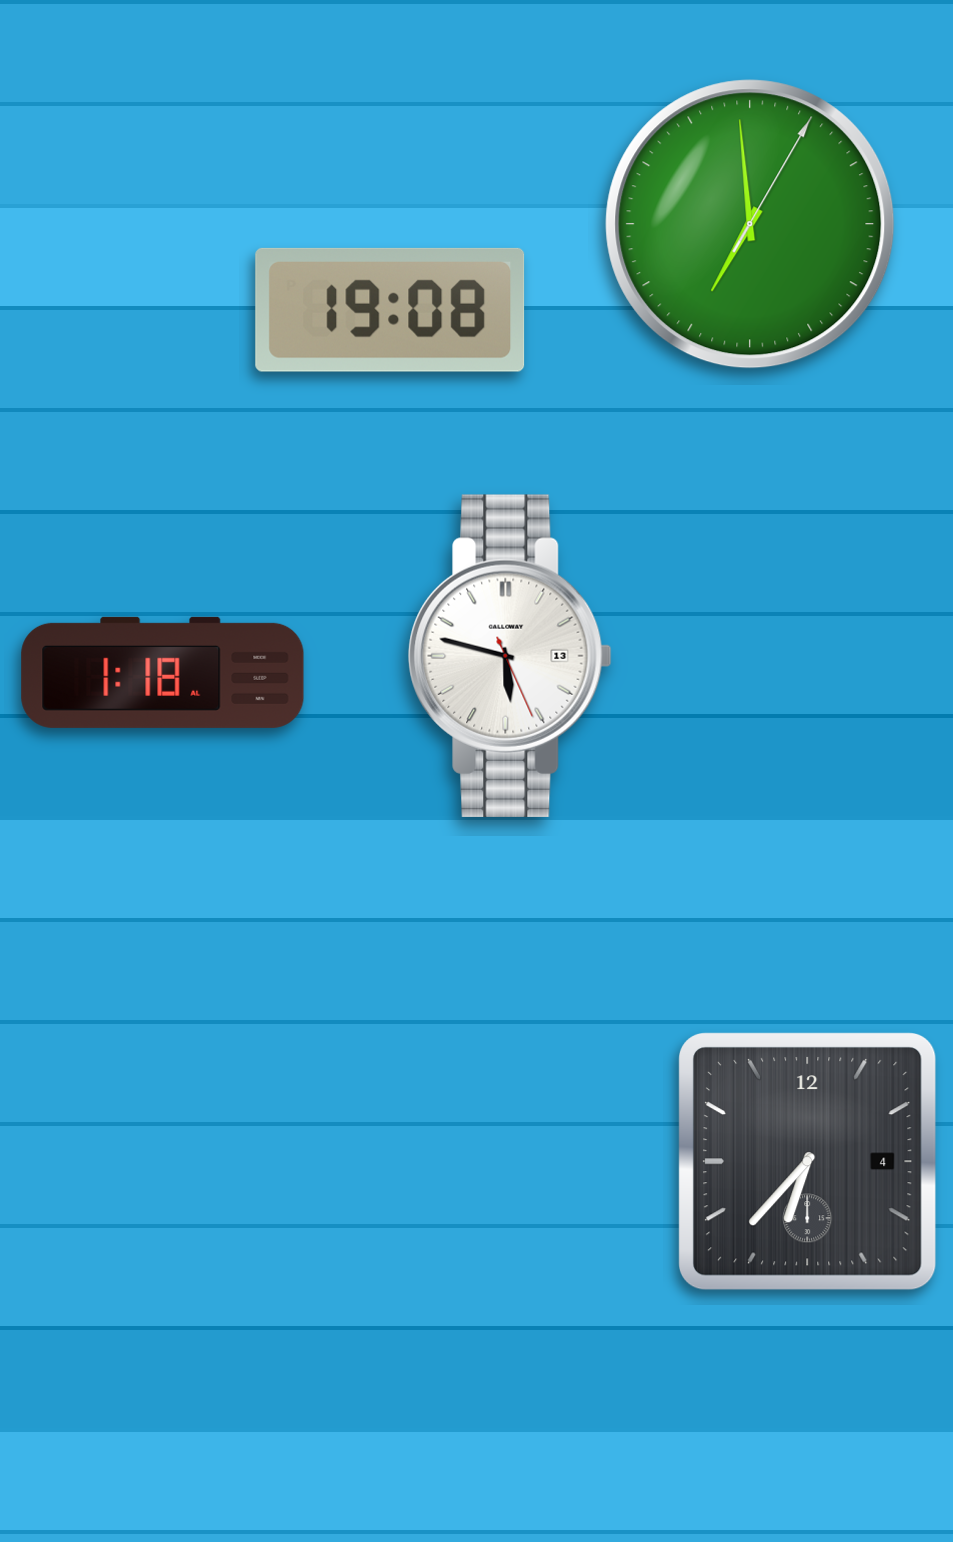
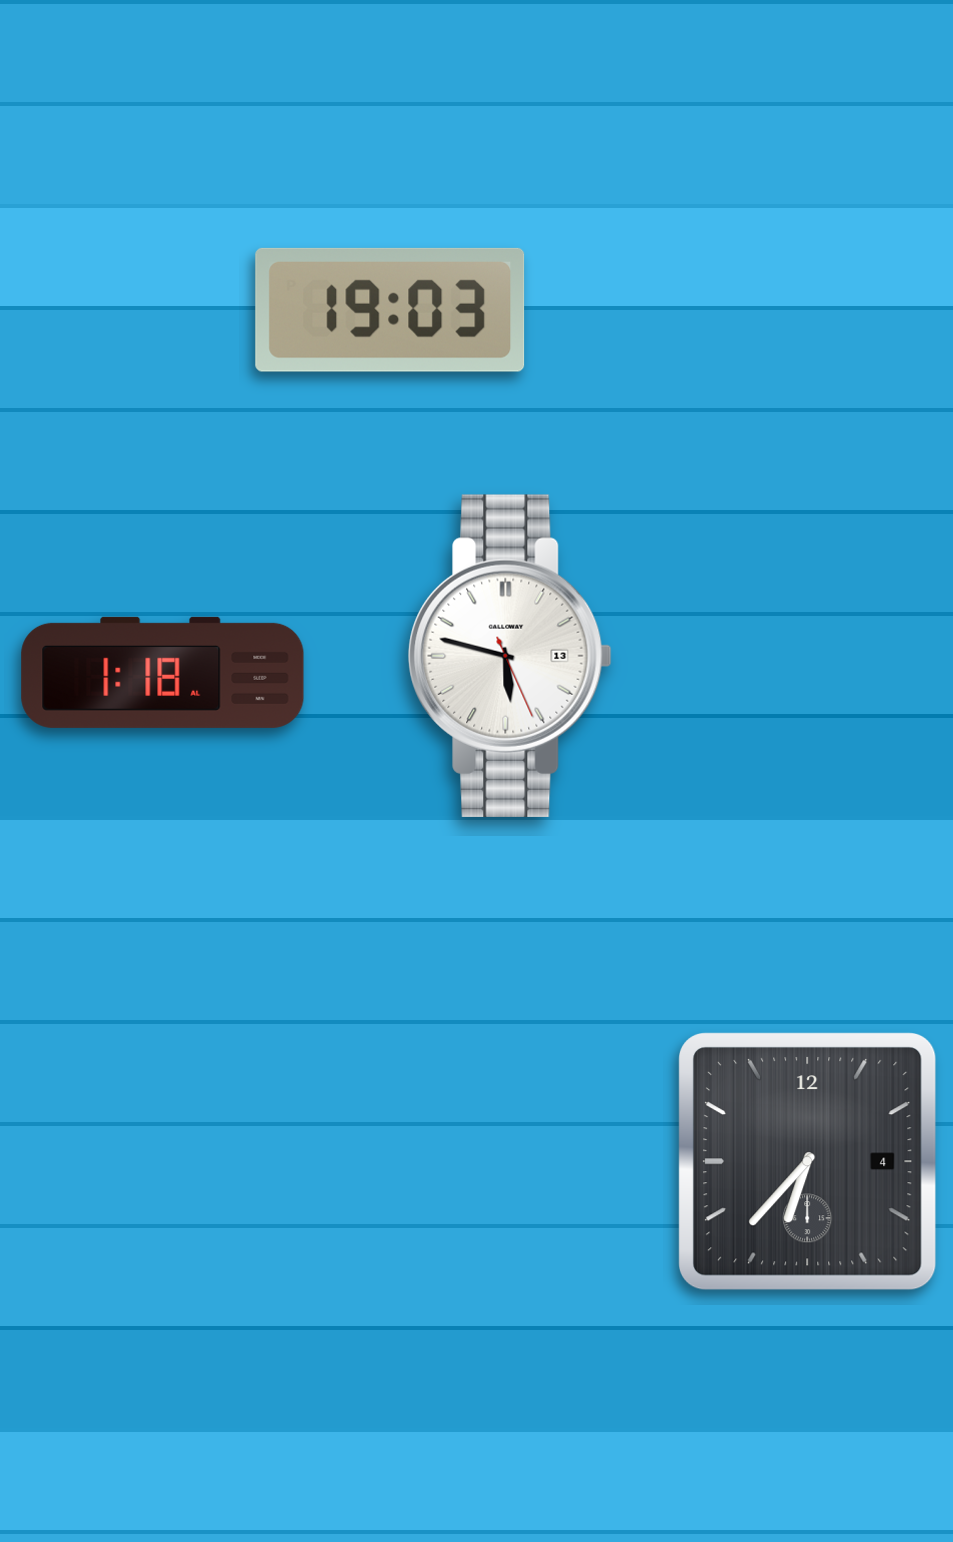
clock at (750, 224): 6:59 -> none
clock at (390, 310): 19:08 -> 19:03
